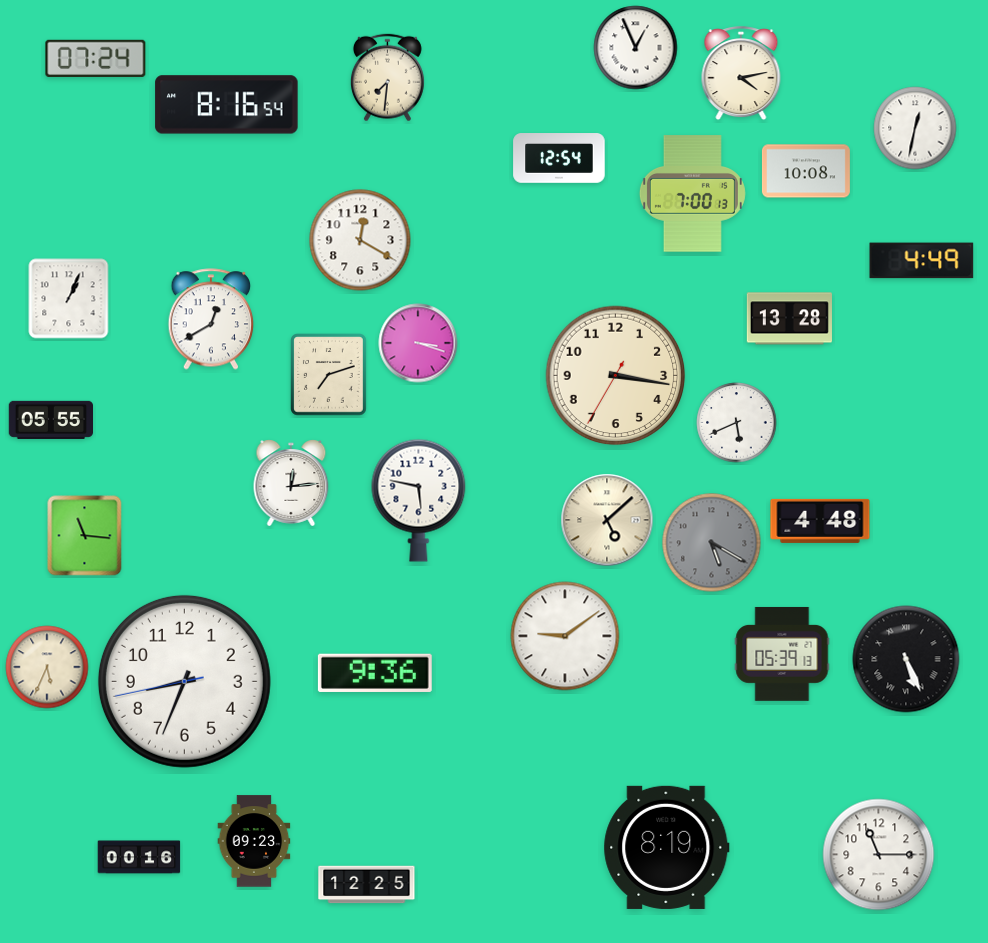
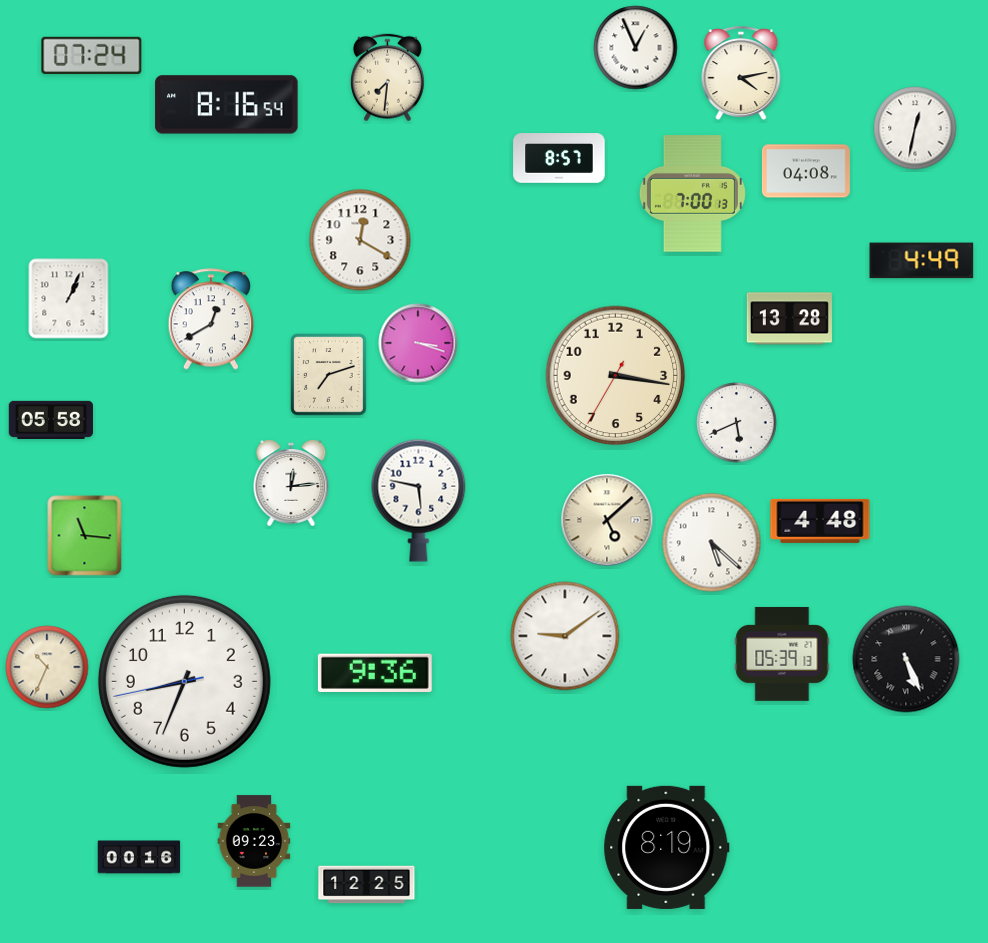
clock at (96, 58) position: (96, 58) -> (92, 55)
clock at (559, 158): 12:54 -> 8:57
clock at (806, 171): 10:08 -> 04:08
clock at (50, 420): 05:55 -> 05:58
clock at (712, 543): 5:20 -> 5:22
clock at (712, 543) dial: grey -> white
clock at (47, 667): 5:34 -> 10:34
clock at (879, 855): 11:15 -> none
